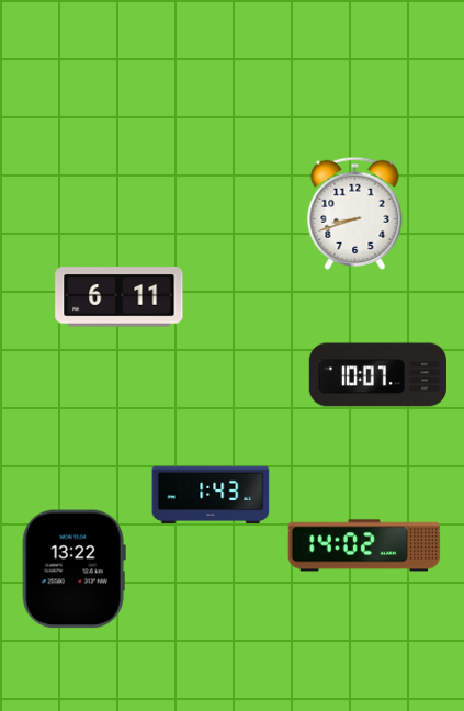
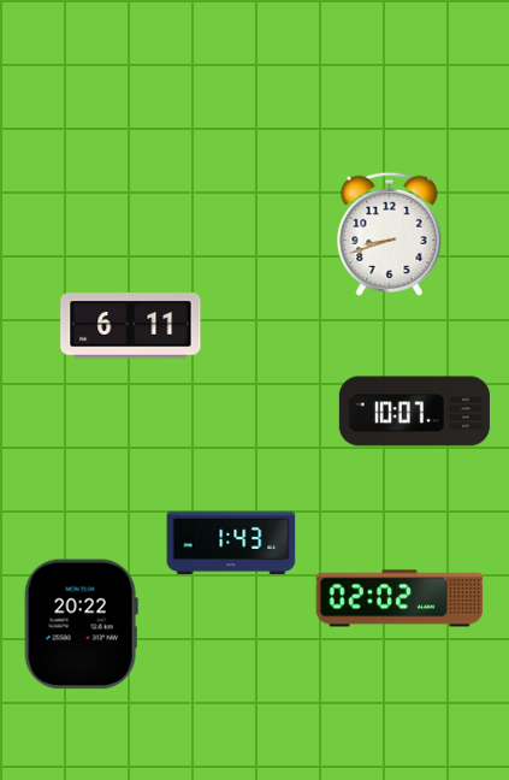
clock at (364, 545): 14:02 -> 02:02
clock at (73, 569): 13:22 -> 20:22
